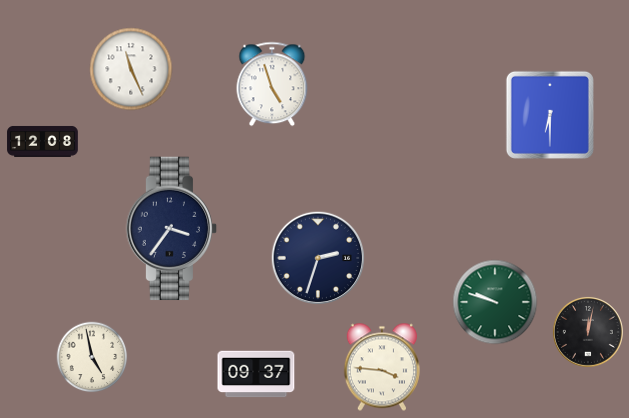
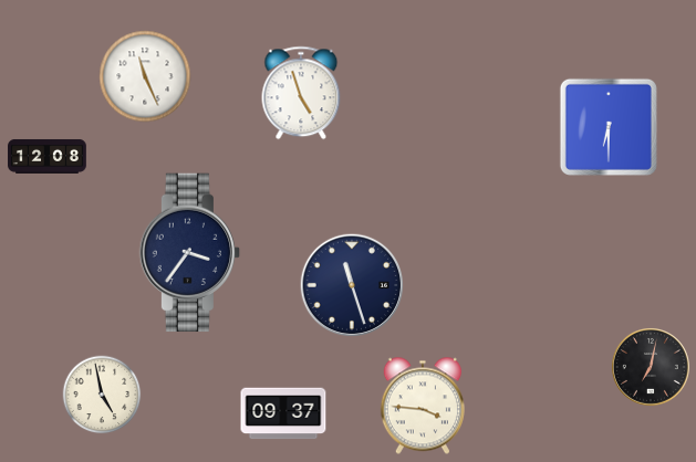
clock at (318, 258): 2:33 -> 11:27
clock at (495, 302): 9:48 -> none
clock at (588, 332): 12:02 -> 7:02
